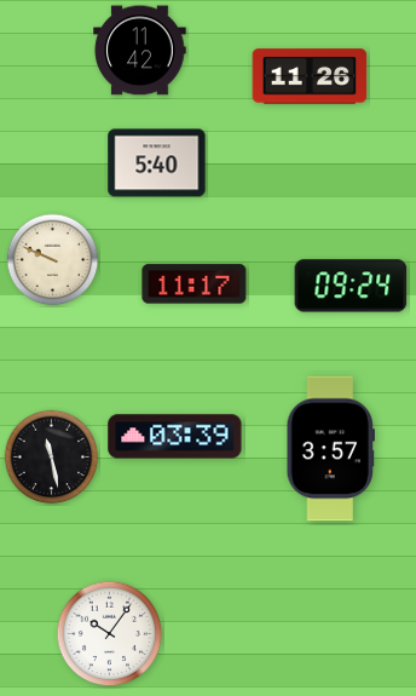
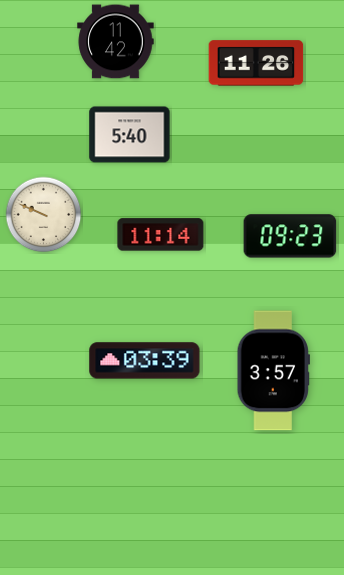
clock at (195, 284): 11:17 -> 11:14
clock at (351, 286): 09:24 -> 09:23
clock at (52, 458): 11:28 -> none
clock at (110, 634): 10:06 -> none
